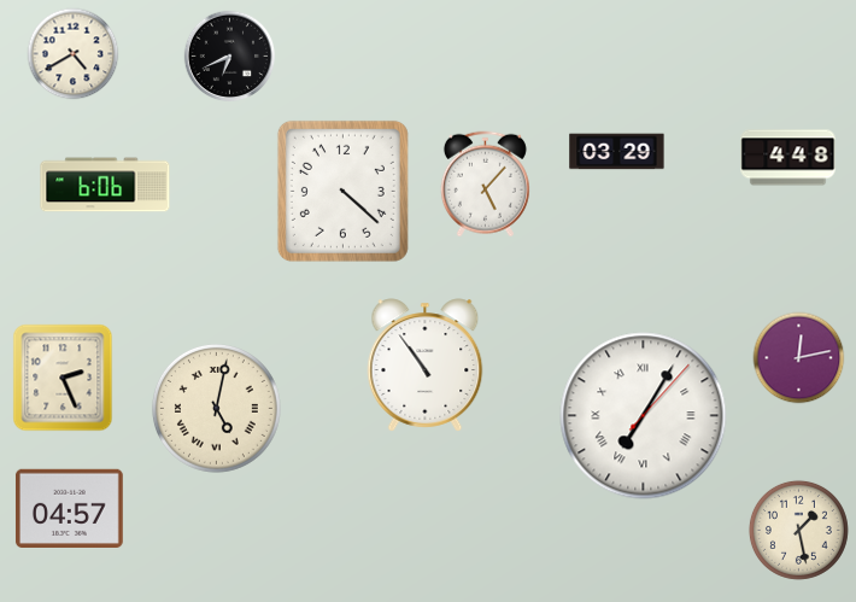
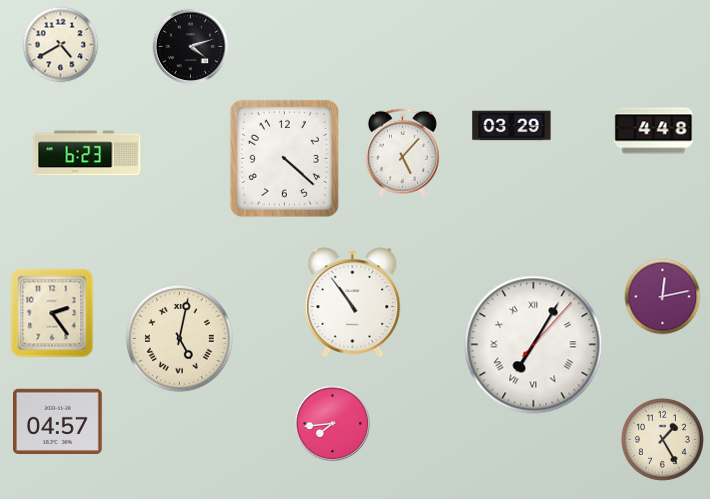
clock at (230, 57): 6:41 -> 4:12
clock at (105, 185): 6:06 -> 6:23
clock at (63, 378): 2:26 -> 2:24
clock at (333, 424): none -> 7:44
clock at (798, 530): 1:28 -> 1:25
